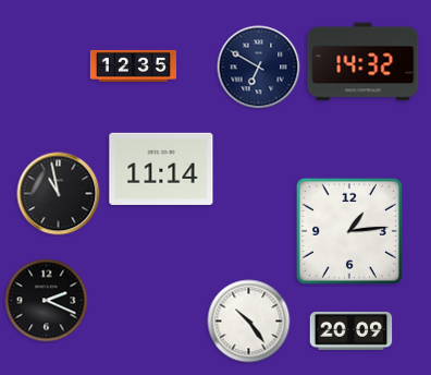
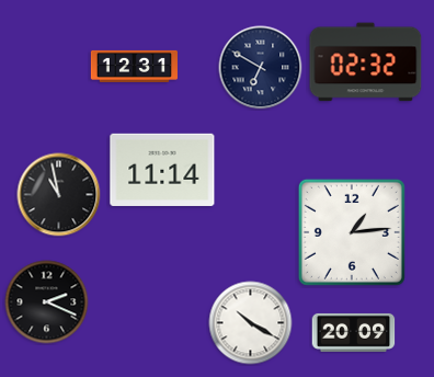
clock at (364, 62): 14:32 -> 02:32
clock at (133, 65): 12:35 -> 12:31
clock at (249, 322): 10:24 -> 10:20
